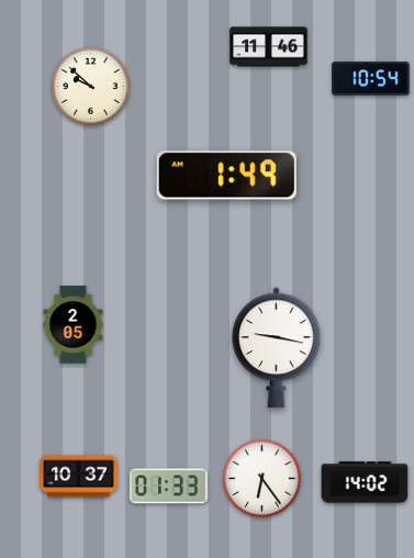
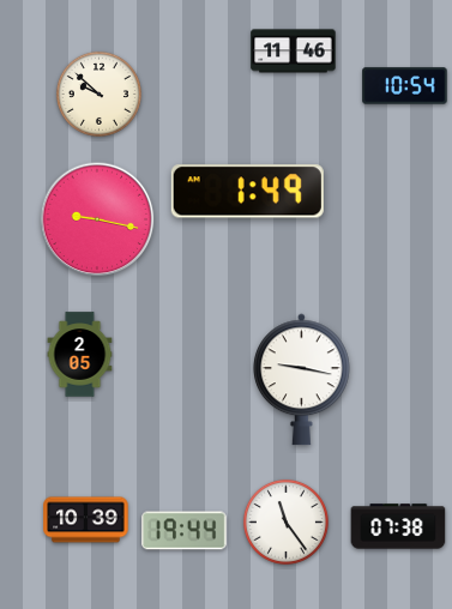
clock at (97, 219): none -> 9:17
clock at (79, 477): 10:37 -> 10:39
clock at (261, 478): 6:24 -> 11:24
clock at (365, 482): 14:02 -> 07:38
clock at (169, 487): 01:33 -> 19:44
